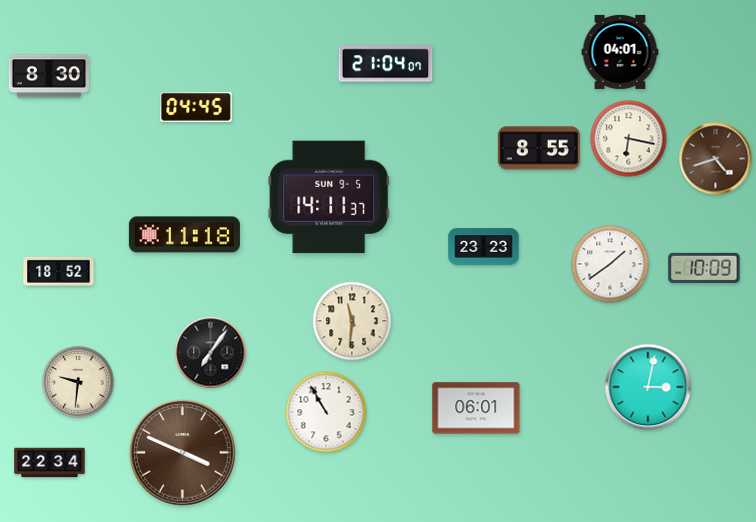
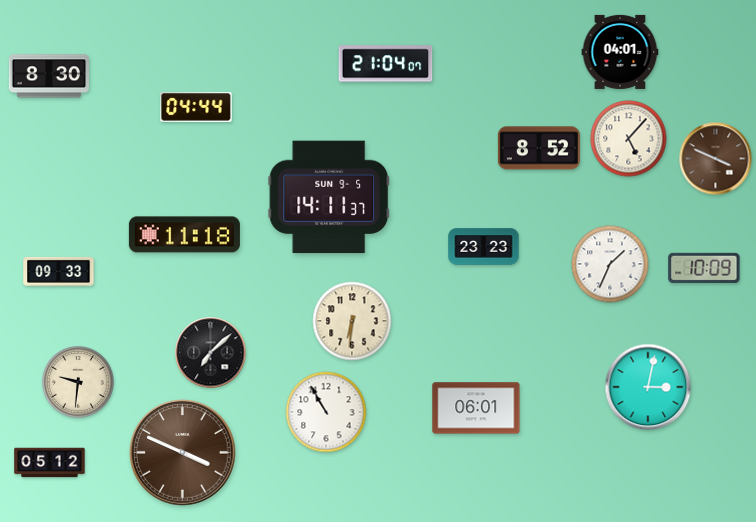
clock at (196, 107): 04:45 -> 04:44
clock at (629, 139): 6:17 -> 5:07
clock at (539, 148): 8:55 -> 8:52
clock at (716, 159): 4:42 -> 3:49
clock at (610, 264): 1:39 -> 1:34
clock at (59, 271): 18:52 -> 09:33
clock at (352, 321): 11:31 -> 6:31
clock at (211, 353): 7:06 -> 7:08
clock at (50, 463): 22:34 -> 05:12
